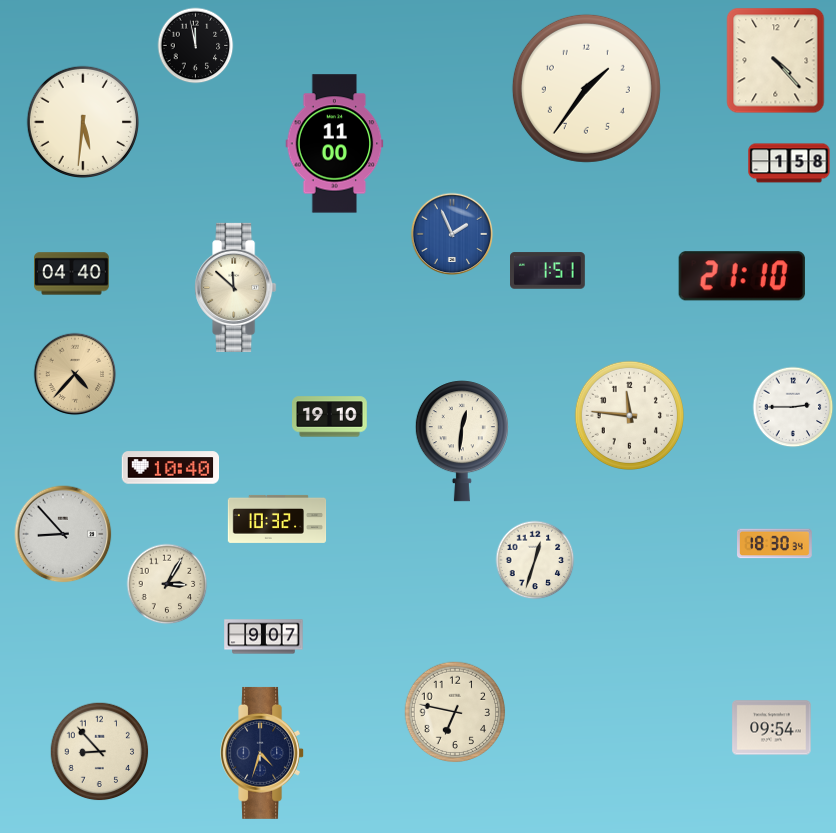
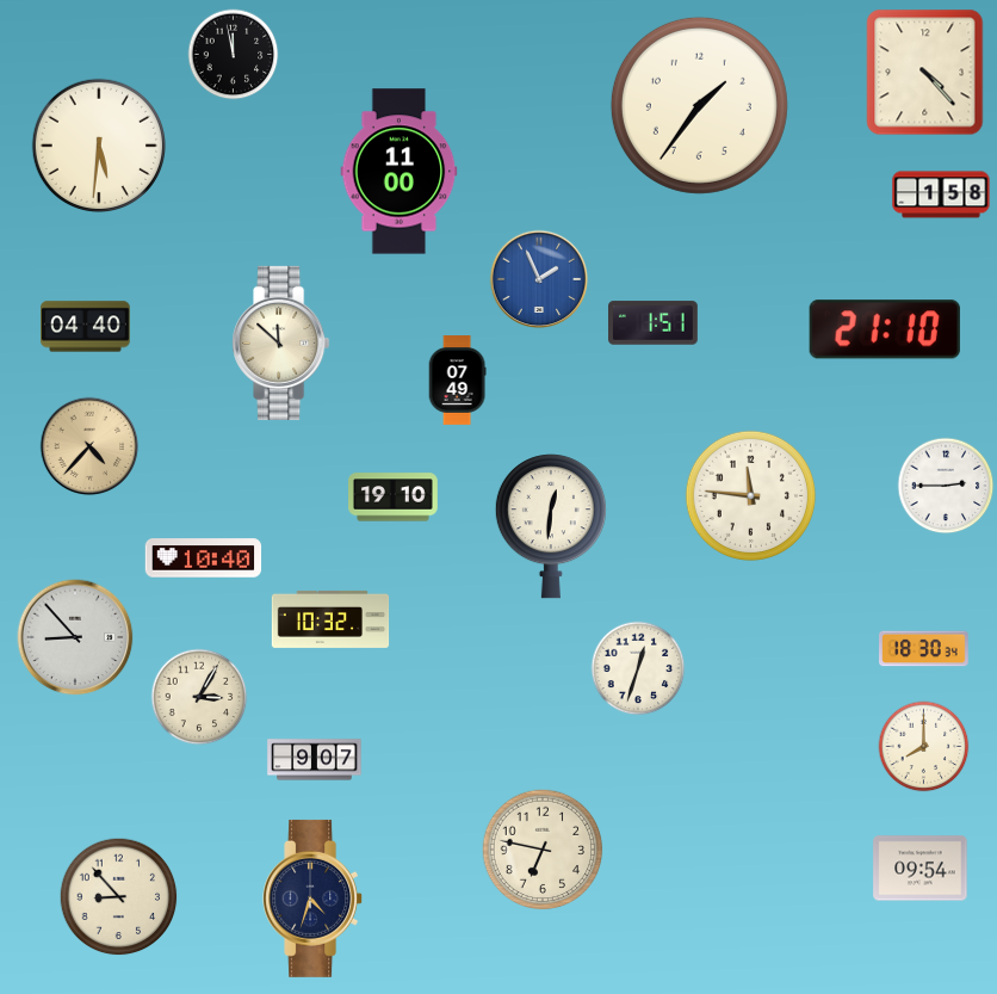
clock at (457, 381): none -> 07:49
clock at (924, 747): none -> 8:00
